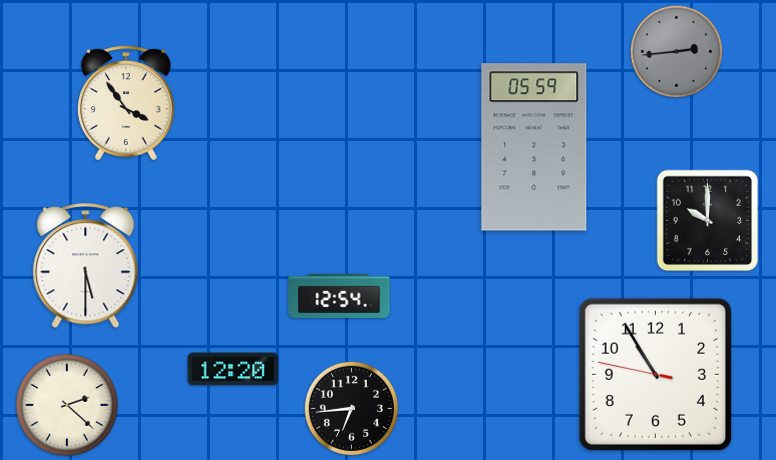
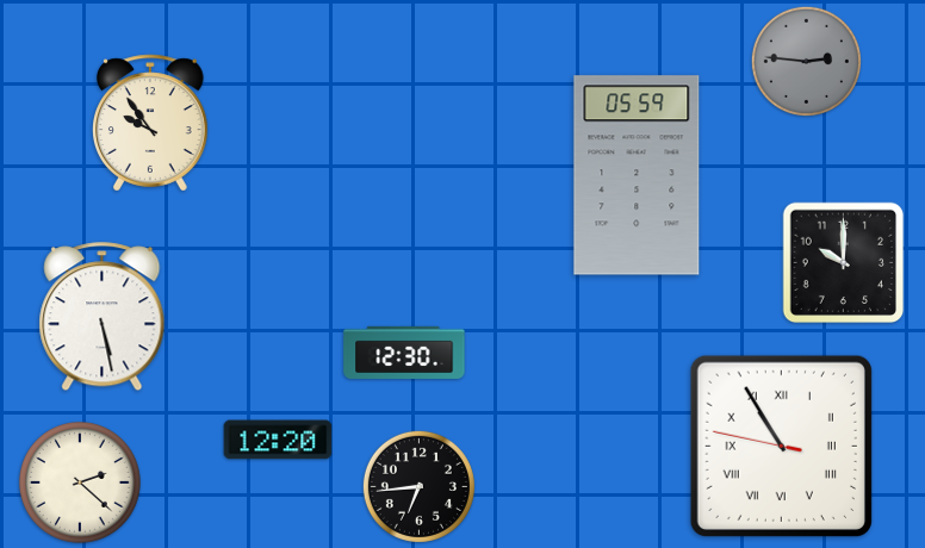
clock at (676, 51): 2:44 -> 2:46
clock at (127, 103): 3:54 -> 9:54
clock at (86, 266): 5:30 -> 5:28
clock at (339, 296): 12:54 -> 12:30
clock at (655, 374) numerals: Arabic -> Roman
